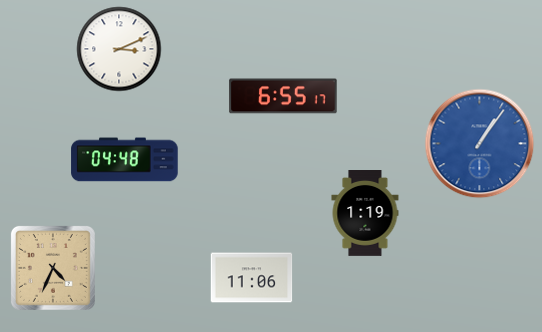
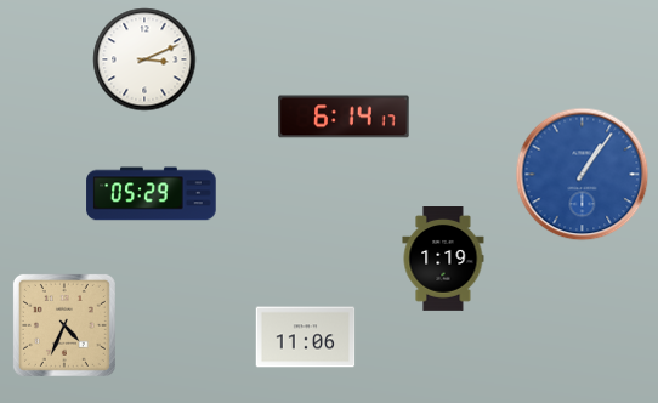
clock at (283, 96): 6:55 -> 6:14
clock at (125, 160): 04:48 -> 05:29
